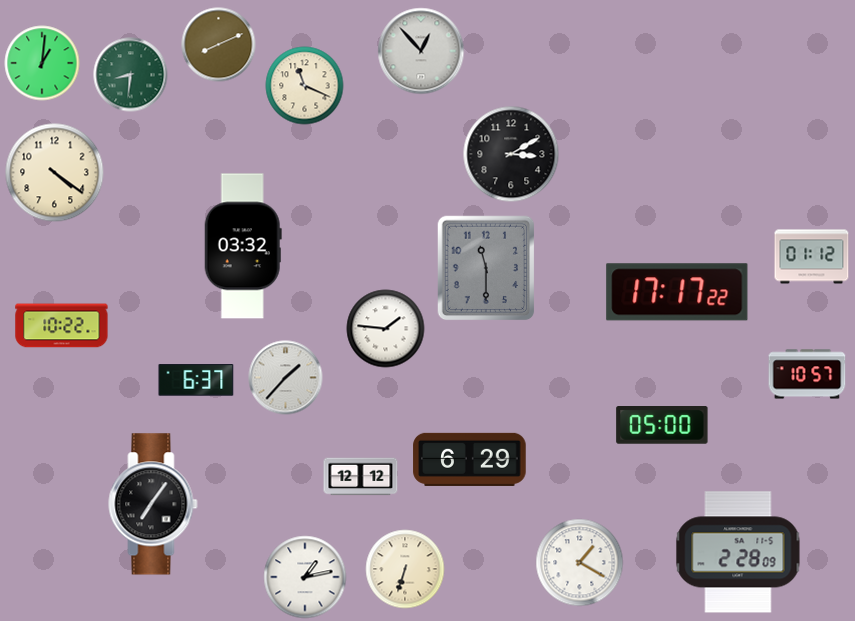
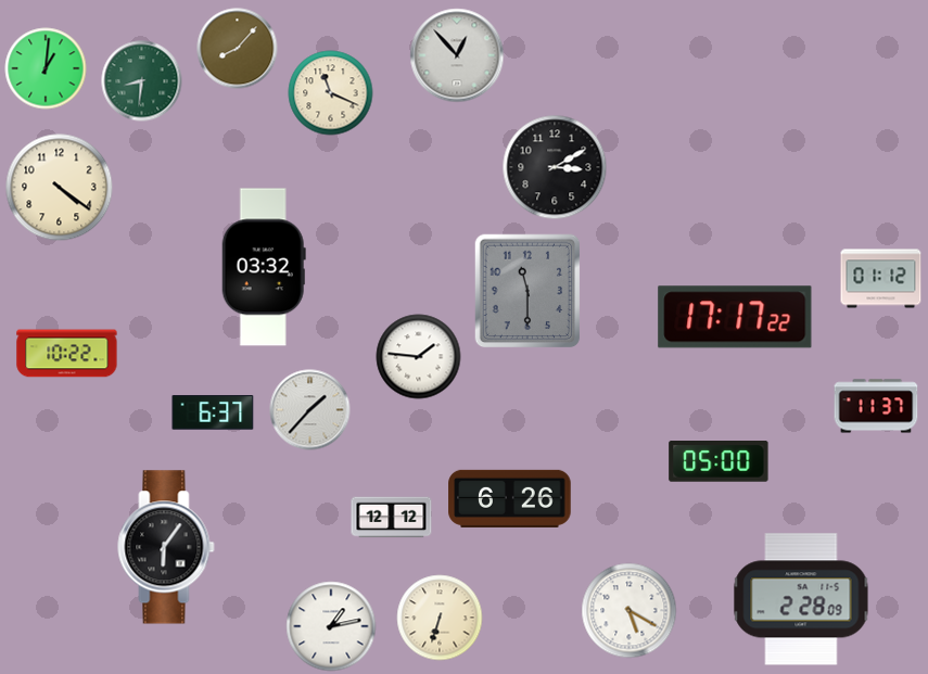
clock at (219, 45): 8:11 -> 8:07
clock at (807, 374): 10:57 -> 11:37
clock at (470, 459): 6:29 -> 6:26
clock at (153, 504): 7:06 -> 6:06
clock at (580, 563): 1:20 -> 5:20
